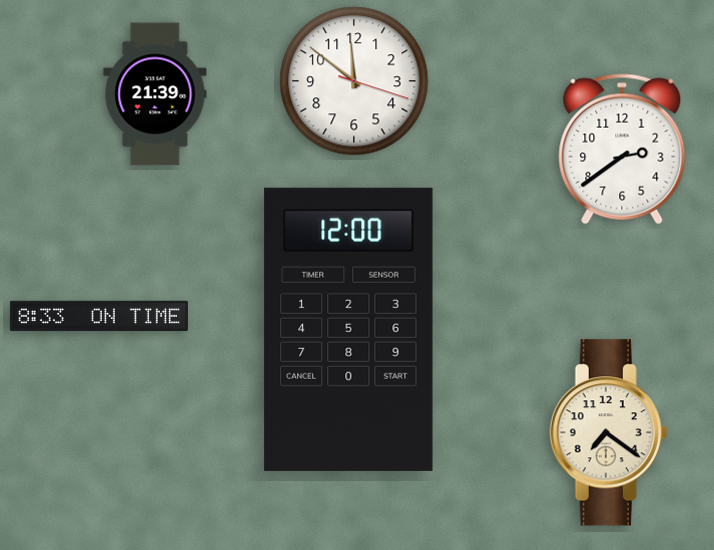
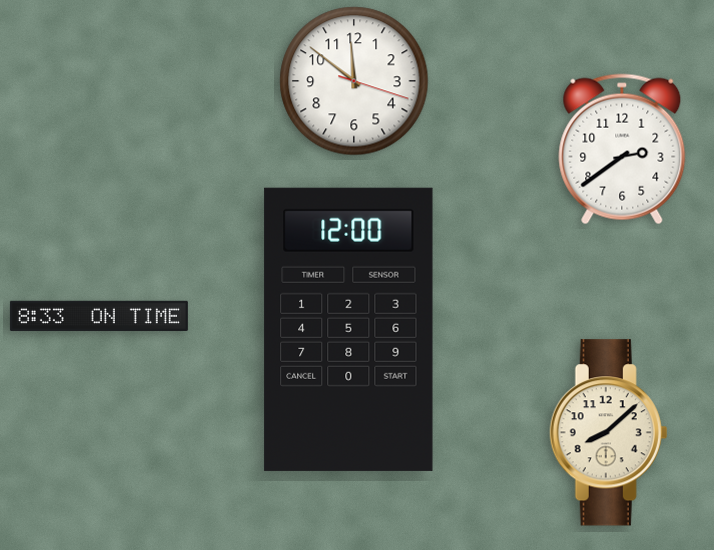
clock at (155, 94): 21:39 -> none
clock at (609, 433): 7:21 -> 8:08
